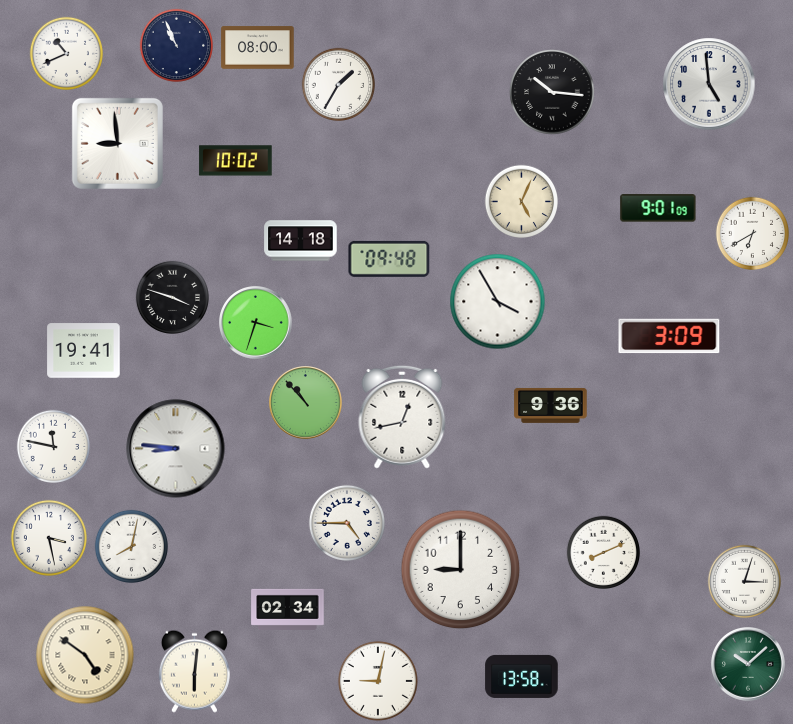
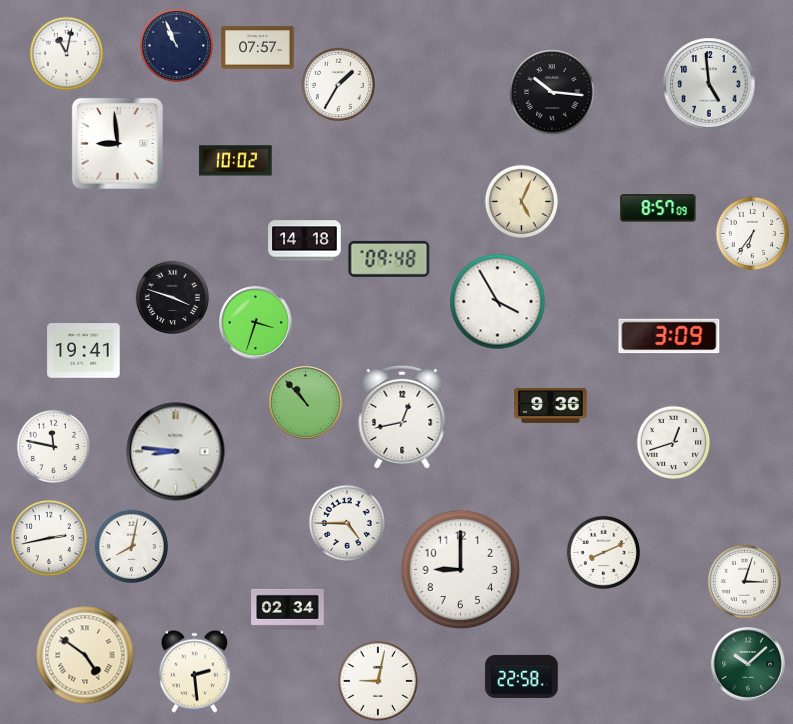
clock at (258, 48): 08:00 -> 07:57
clock at (67, 54): 10:41 -> 11:02
clock at (658, 208): 9:01 -> 8:57
clock at (753, 234): 6:40 -> 6:36
clock at (301, 241) position: (301, 241) -> (305, 241)
clock at (674, 443): none -> 12:42
clock at (176, 449) position: (176, 449) -> (176, 452)
clock at (49, 538): 3:28 -> 2:43
clock at (194, 671): 6:01 -> 2:29
clock at (522, 676): 13:58 -> 22:58
